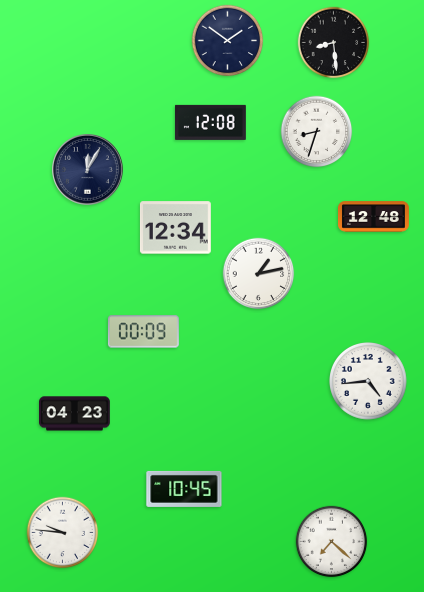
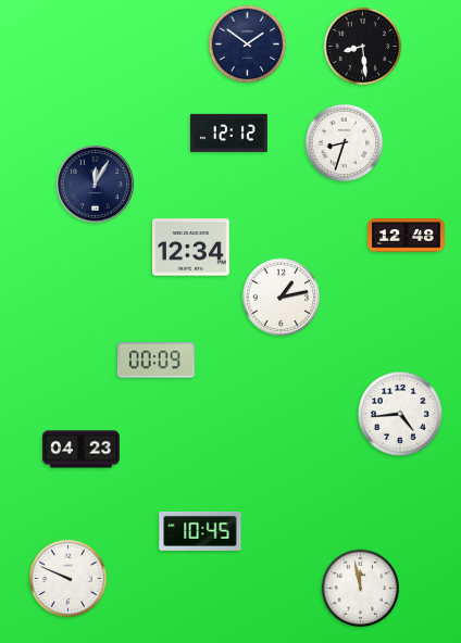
clock at (210, 122): 12:08 -> 12:12
clock at (63, 533): 9:46 -> 9:49
clock at (332, 542): 7:22 -> 11:58
